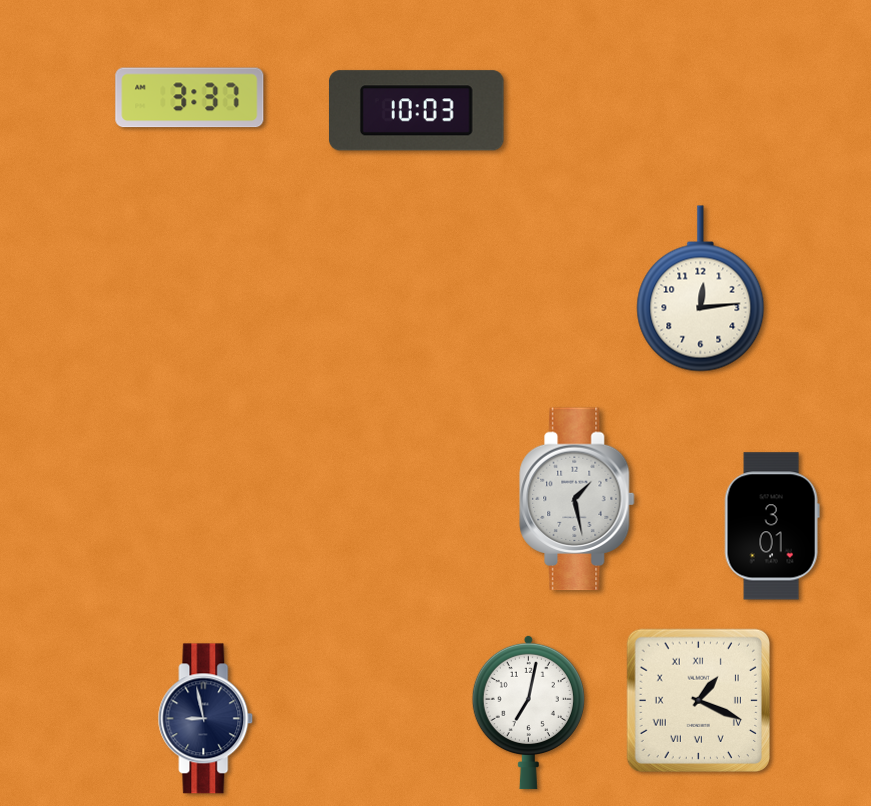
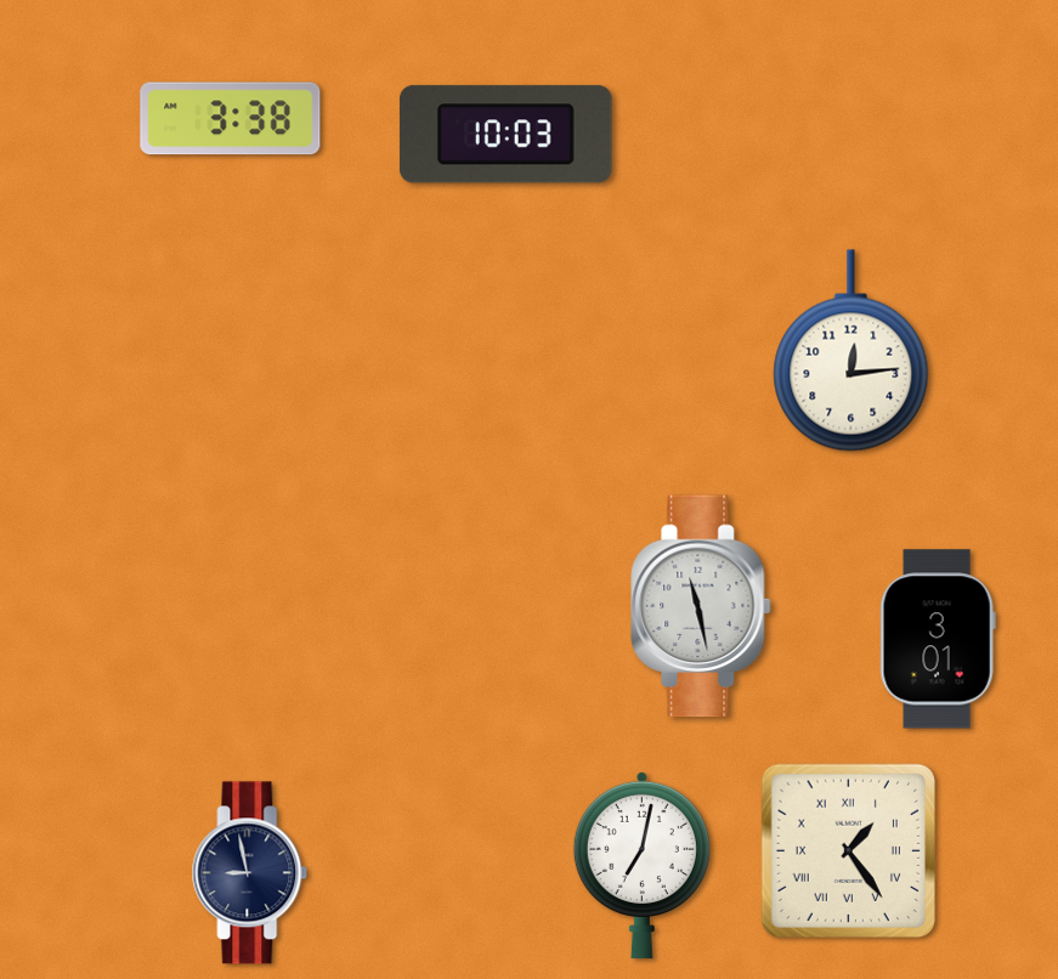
clock at (190, 98): 3:37 -> 3:38
clock at (577, 499): 1:28 -> 11:28
clock at (698, 700): 1:19 -> 1:24
